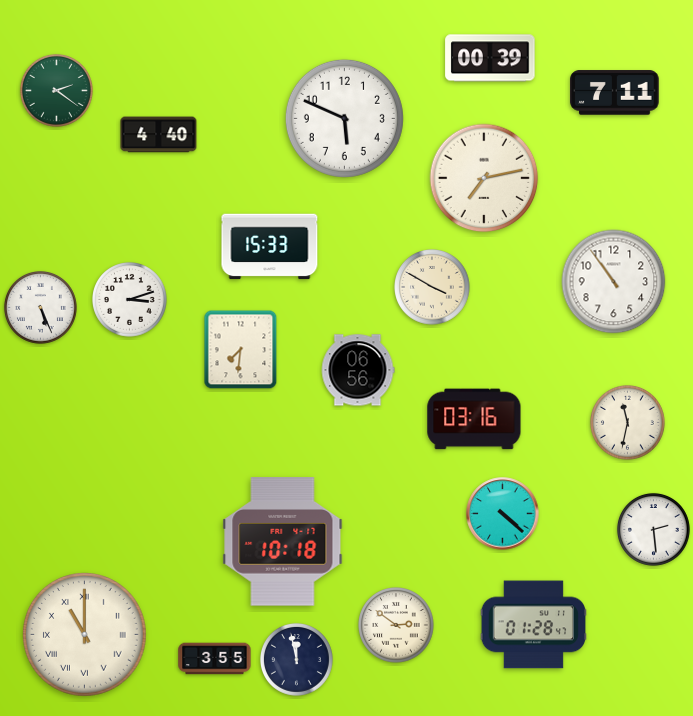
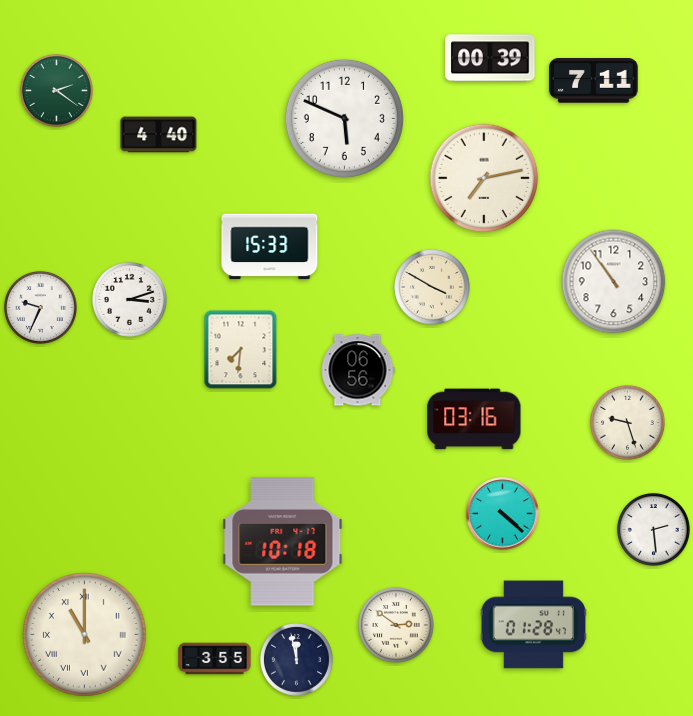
clock at (615, 93) position: (615, 93) -> (594, 81)
clock at (40, 307): 5:26 -> 9:34
clock at (628, 423): 11:32 -> 9:27
